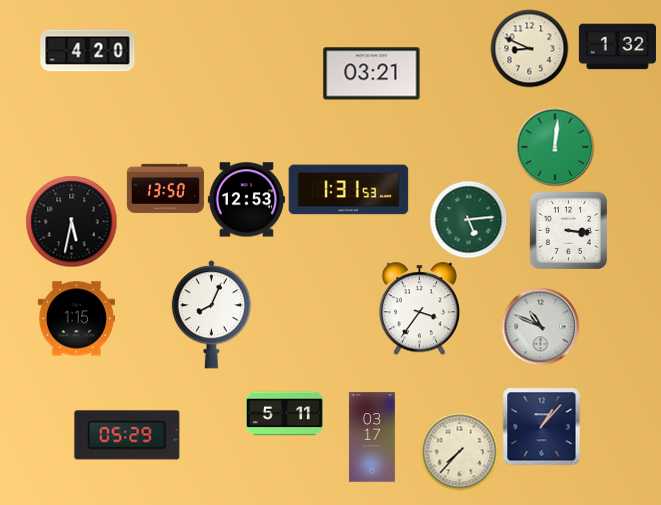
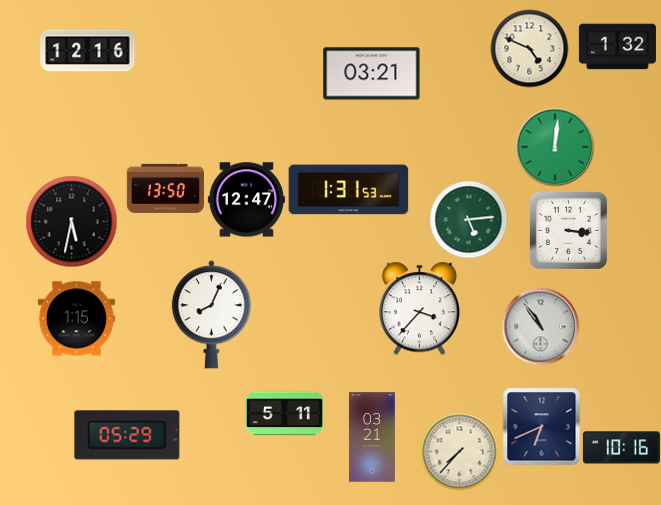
clock at (529, 48): 8:49 -> 4:49
clock at (88, 51): 4:20 -> 12:16
clock at (246, 200): 12:53 -> 12:47
clock at (419, 308): 3:36 -> 3:37
clock at (540, 326): 10:49 -> 10:54
clock at (541, 426): 1:07 -> 6:41
clock at (372, 437): 03:17 -> 03:21
clock at (621, 448): none -> 10:16
